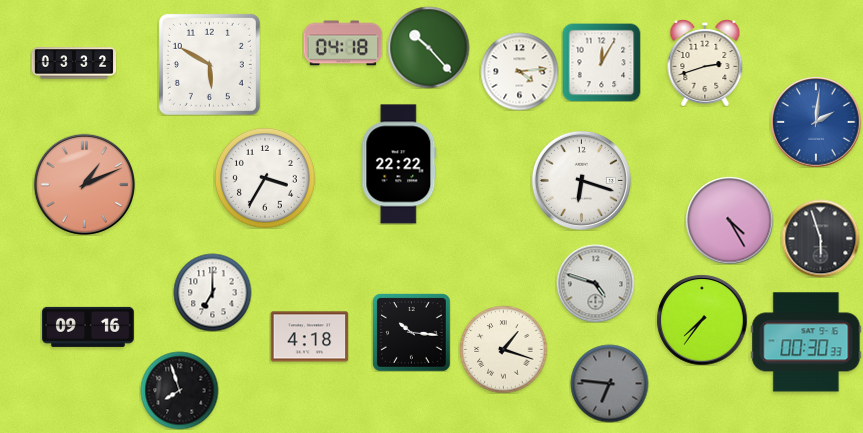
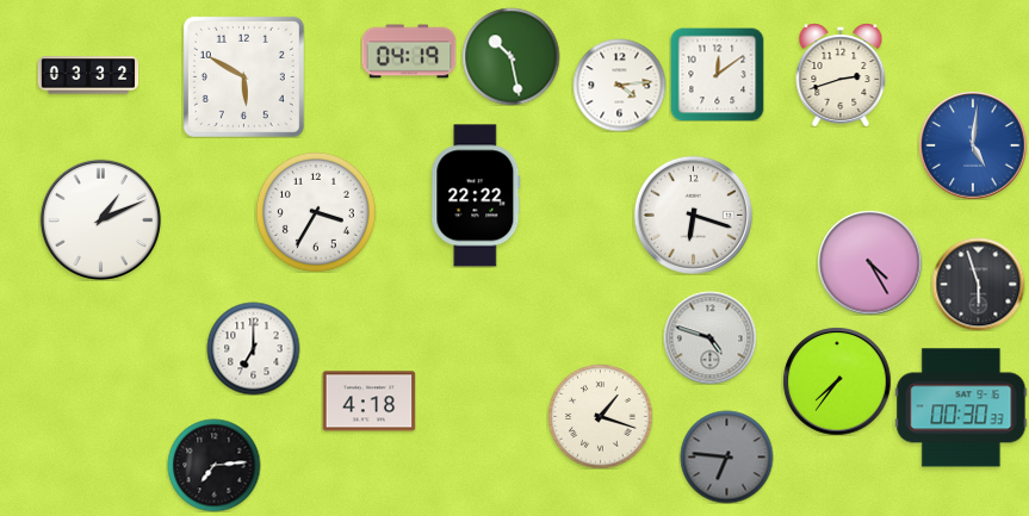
clock at (343, 43): 04:18 -> 04:19
clock at (428, 47): 10:23 -> 10:28
clock at (601, 62): 12:05 -> 12:09
clock at (209, 64) position: (209, 64) -> (243, 76)
clock at (816, 122): 2:01 -> 5:01
clock at (84, 184) dial: salmon -> white
clock at (88, 327): 09:16 -> none
clock at (412, 333): 10:16 -> none
clock at (179, 390): 7:57 -> 7:14
